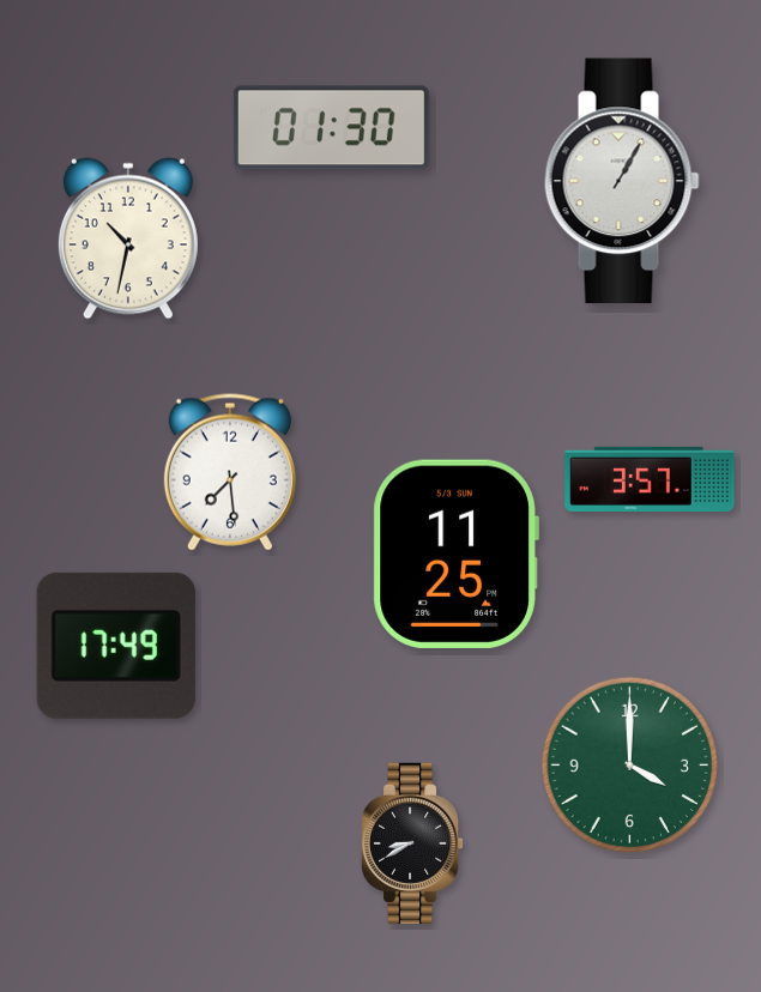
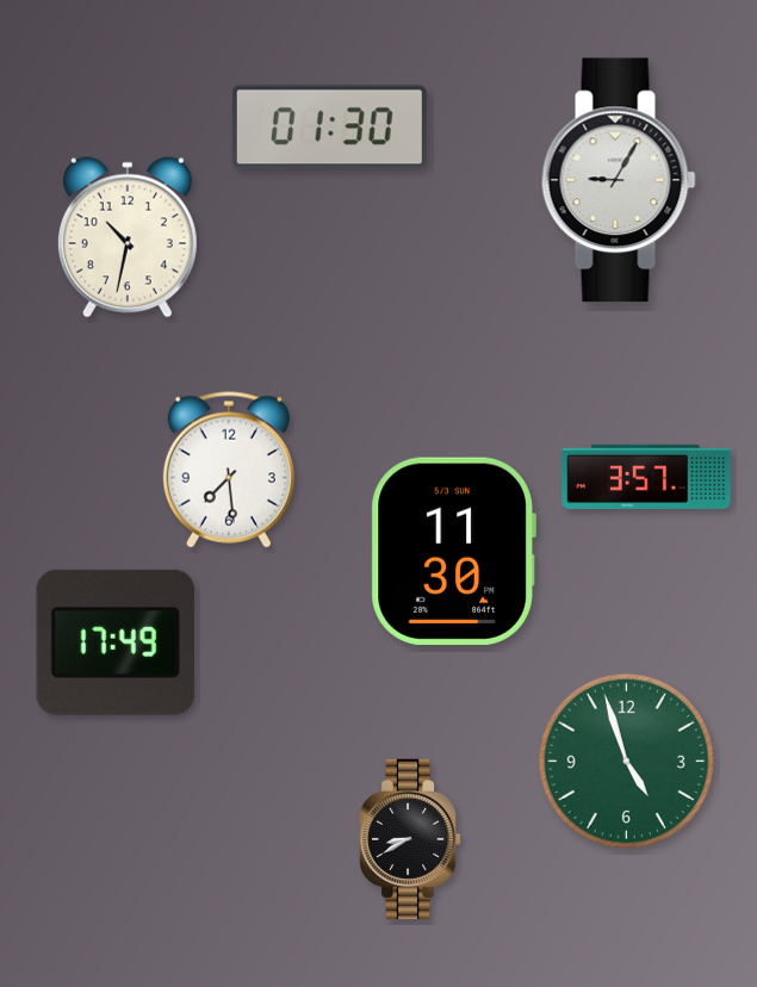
clock at (622, 181): 1:05 -> 9:05
clock at (455, 554): 11:25 -> 11:30
clock at (630, 764): 4:00 -> 4:57
